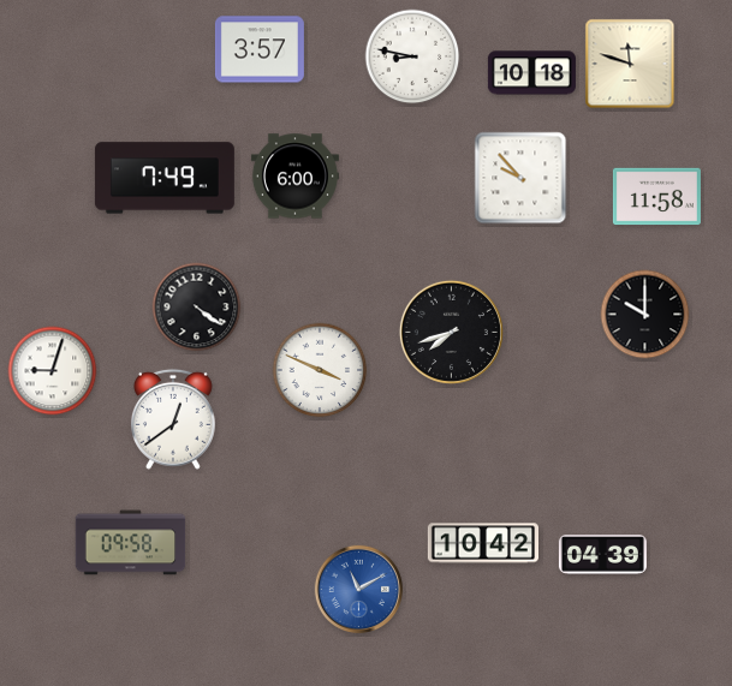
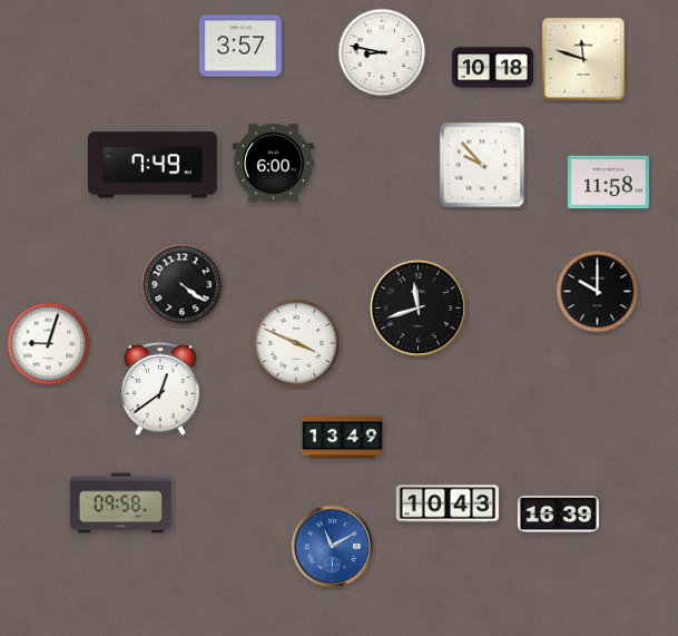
clock at (451, 332): 7:42 -> 11:42
clock at (342, 438): none -> 13:49
clock at (483, 543): 10:42 -> 10:43
clock at (602, 555): 04:39 -> 16:39
